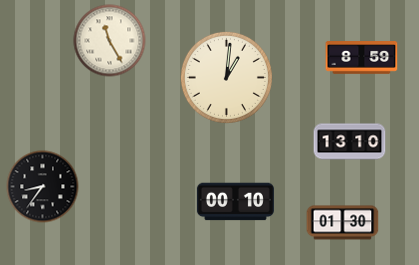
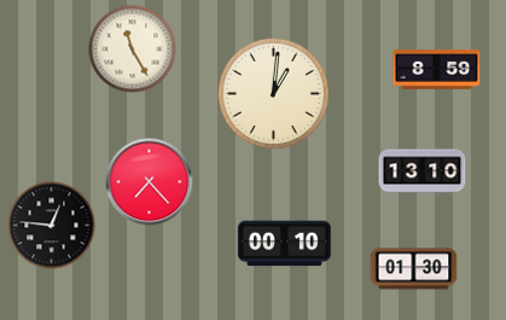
clock at (150, 182): none -> 7:23
clock at (43, 187): 8:36 -> 12:46
